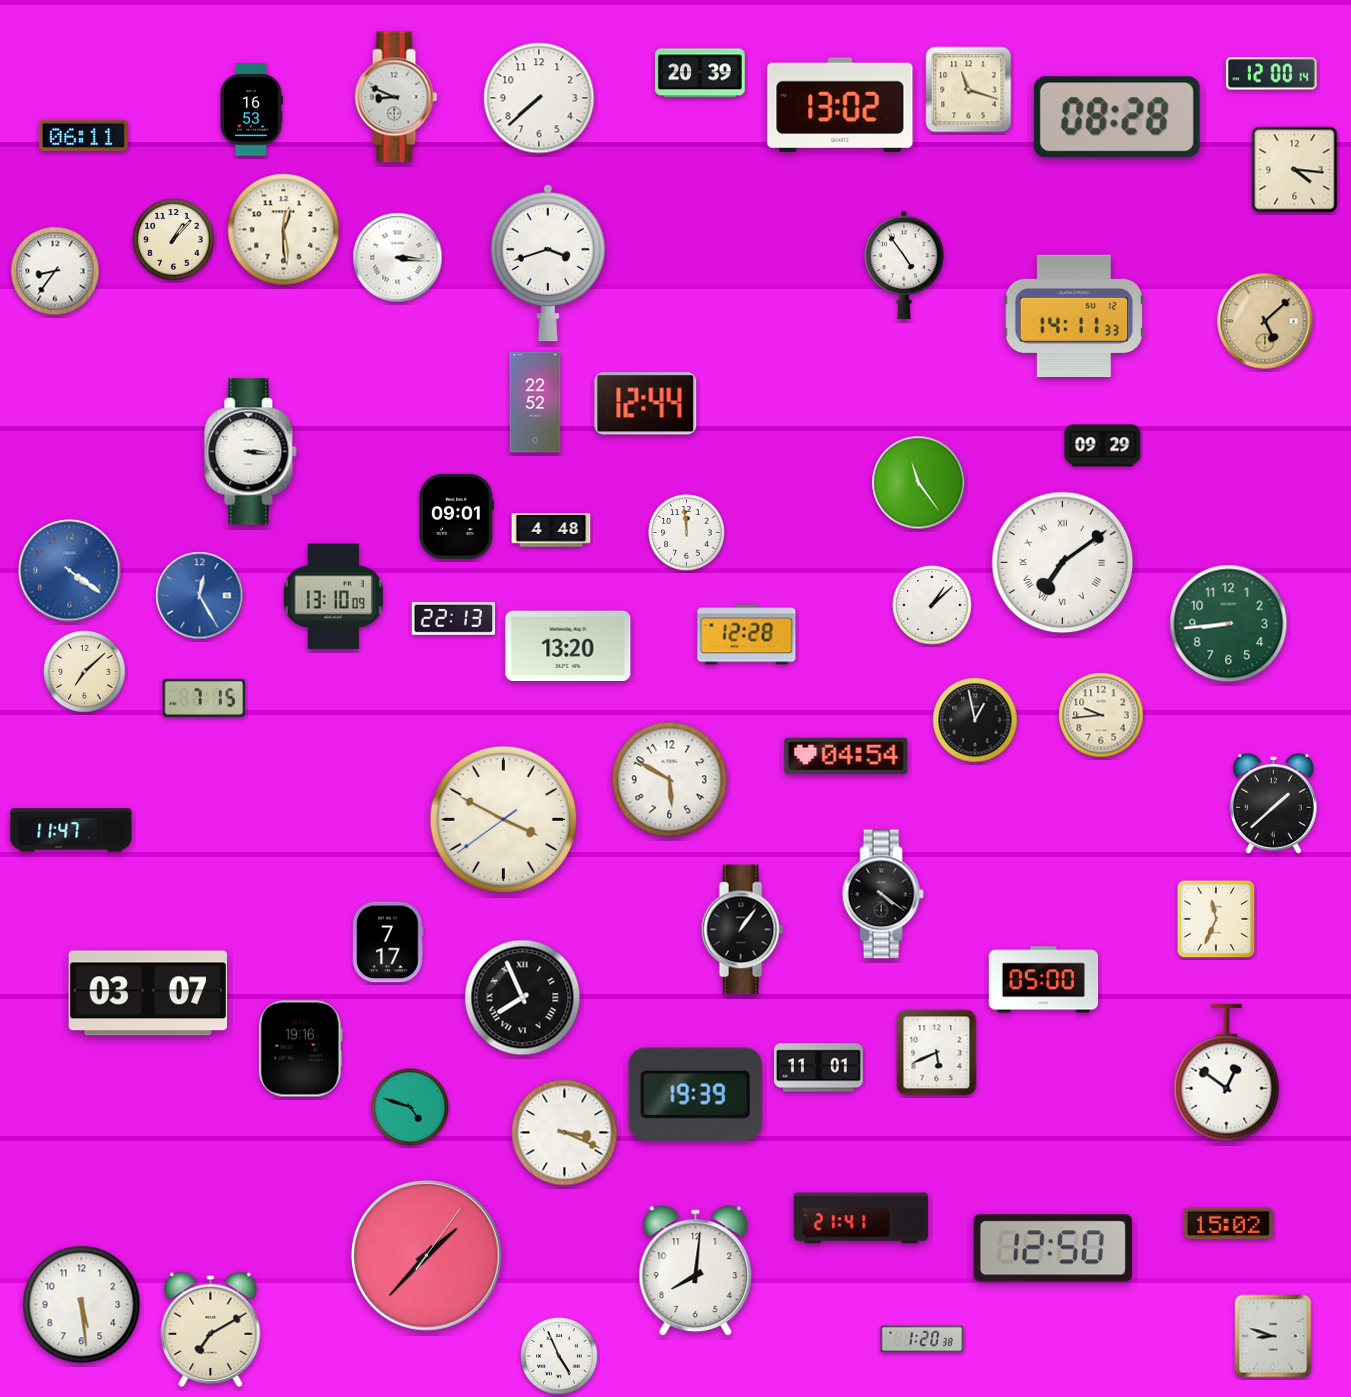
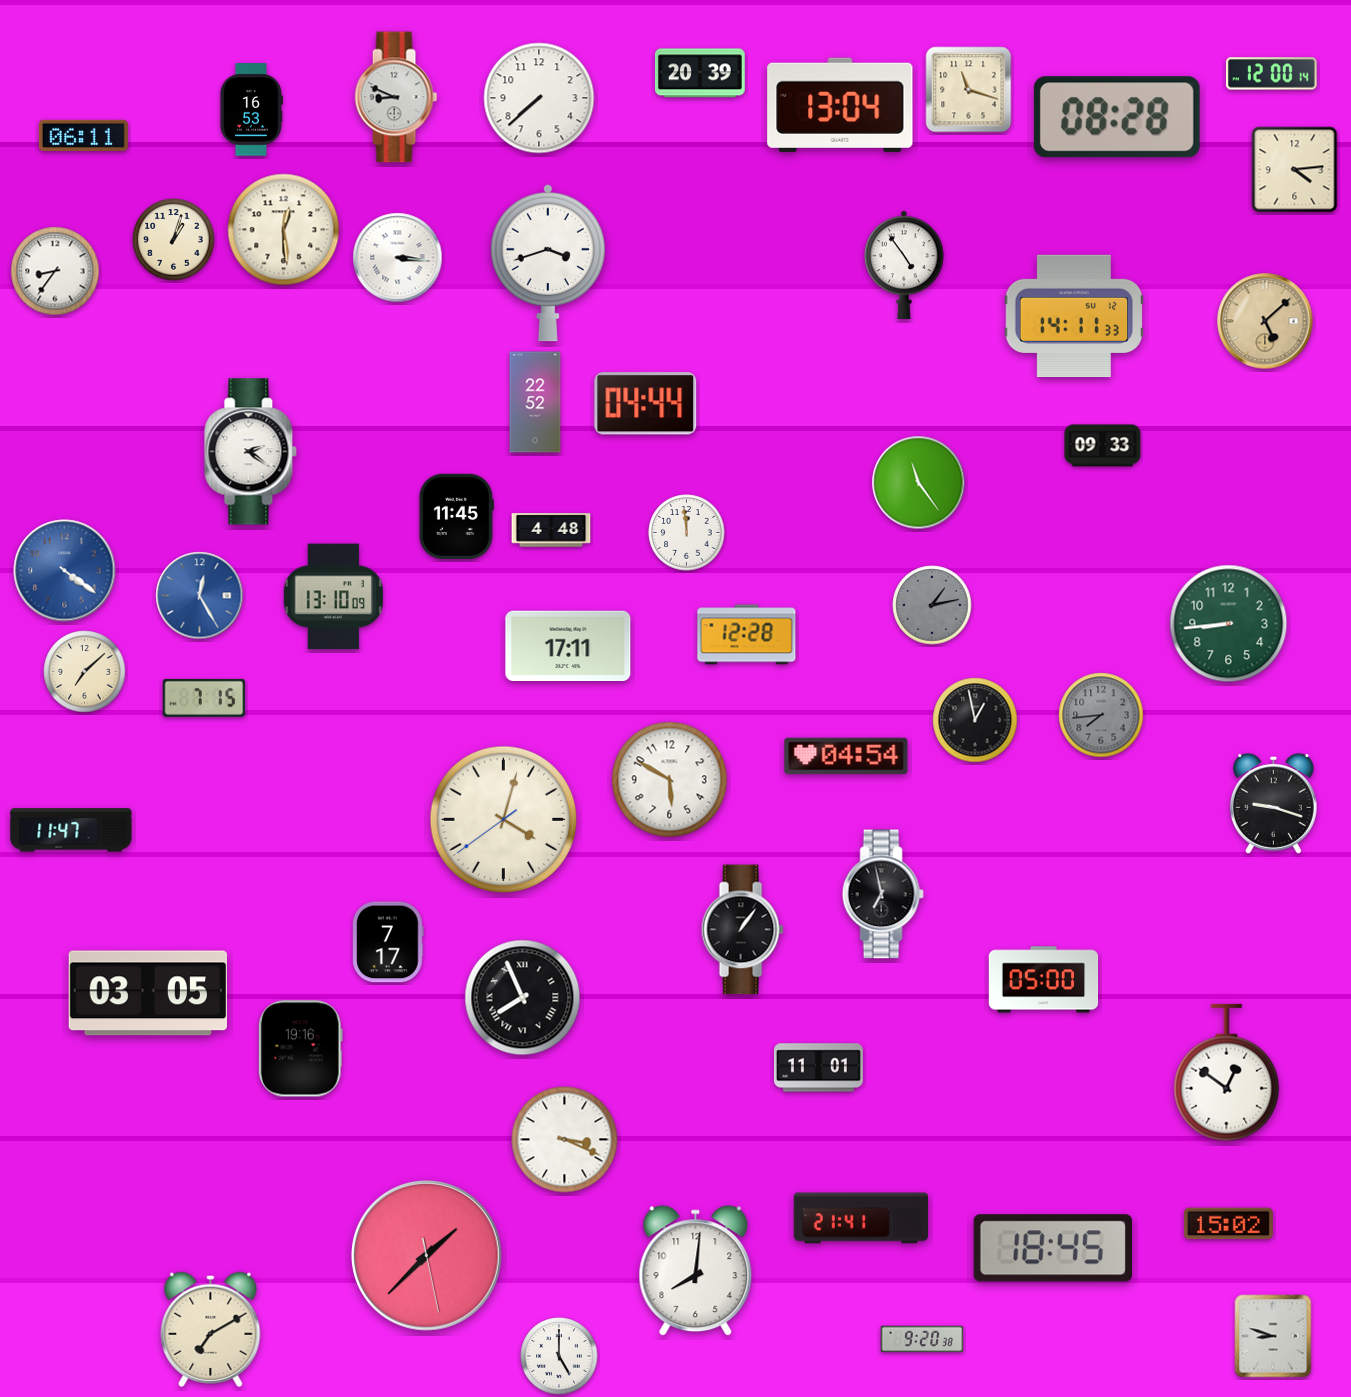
clock at (840, 105): 13:02 -> 13:04
clock at (1295, 170): 4:16 -> 4:14
clock at (174, 240): 1:07 -> 1:03
clock at (646, 404): 12:44 -> 04:44
clock at (1103, 446): 09:29 -> 09:33
clock at (251, 452): 3:16 -> 2:21
clock at (456, 516): 09:01 -> 11:45
clock at (1063, 563): 7:09 -> none
clock at (70, 571) position: (70, 571) -> (65, 571)
clock at (932, 605): 1:08 -> 1:13
clock at (932, 605) dial: white -> grey
clock at (454, 618): 22:13 -> none
clock at (568, 645): 13:20 -> 17:11
clock at (1101, 715): 9:44 -> 7:44
clock at (1101, 715) dial: cream -> grey
clock at (1273, 803): 1:38 -> 9:18
clock at (504, 820): 3:49 -> 4:02
clock at (883, 894): 4:21 -> 6:58
clock at (1216, 919): 11:34 -> none
clock at (147, 993): 03:07 -> 03:05
clock at (937, 1053): 5:41 -> none
clock at (695, 1094): 19:39 -> none
clock at (410, 1107): 4:48 -> none
clock at (565, 1133) position: (565, 1133) -> (565, 1140)
clock at (1053, 1248): 12:50 -> 18:45
clock at (426, 1255): 1:37:06 -> 1:37:28
clock at (82, 1305): 5:29 -> none
clock at (922, 1339): 1:20 -> 9:20
clock at (559, 1356): 4:56 -> 5:00
